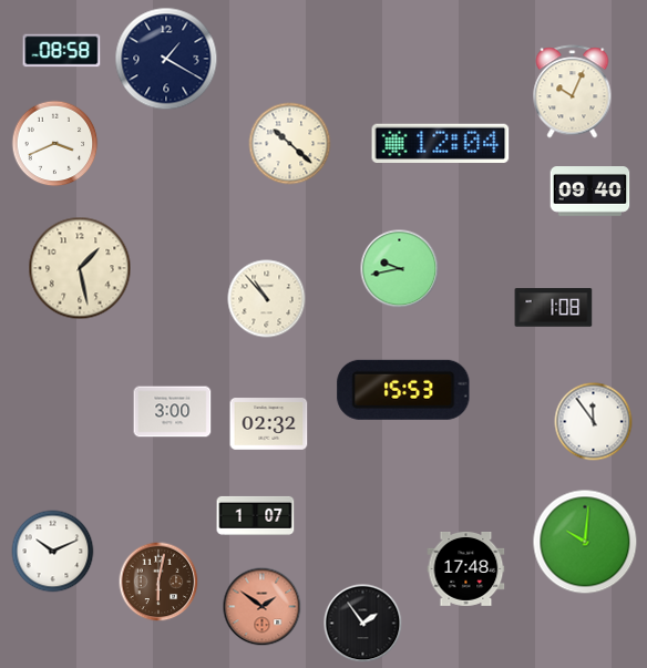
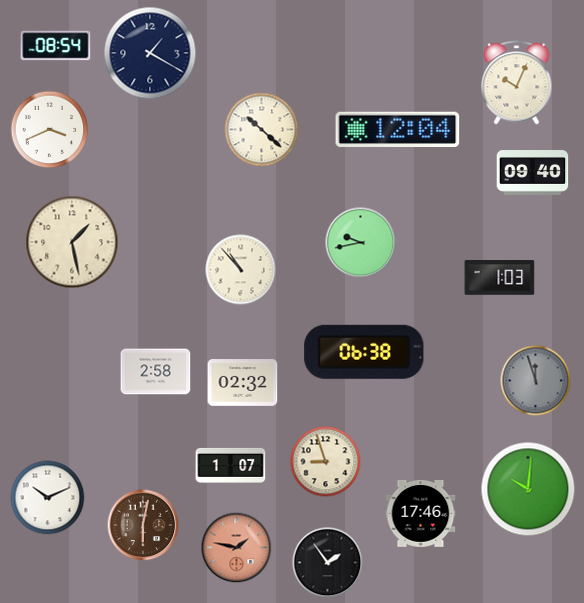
clock at (62, 51): 08:58 -> 08:54
clock at (554, 308): 1:08 -> 1:03
clock at (403, 390): 15:53 -> 06:38
clock at (173, 412): 3:00 -> 2:58
clock at (594, 422): 11:54 -> 11:57
clock at (594, 422) dial: white -> grey
clock at (326, 462): none -> 8:57
clock at (466, 568): 17:48 -> 17:46
clock at (263, 607): 1:51 -> 1:47
